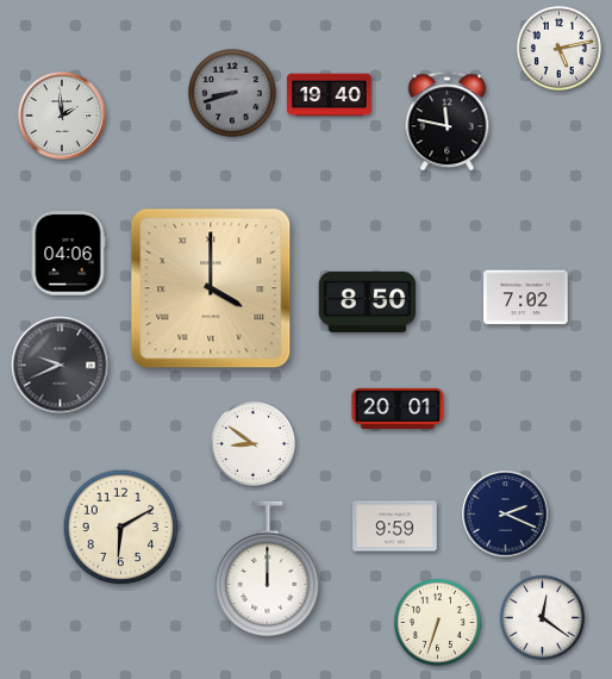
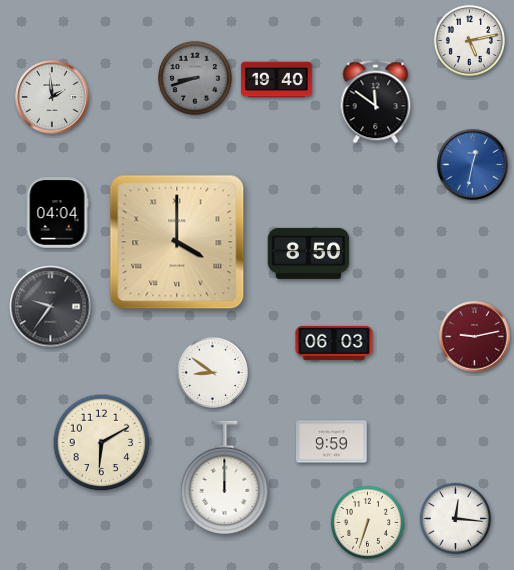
clock at (448, 122): 11:47 -> 11:51
clock at (473, 165): none -> 12:32
clock at (68, 254): 04:06 -> 04:04
clock at (526, 298): 7:02 -> none
clock at (61, 366): 9:41 -> 9:36
clock at (475, 337): none -> 9:13
clock at (398, 407): 20:01 -> 06:03
clock at (506, 515): 2:19 -> none
clock at (542, 617): 12:21 -> 12:16
